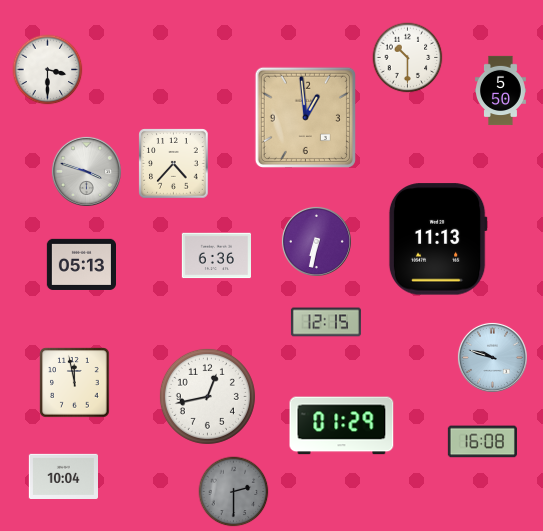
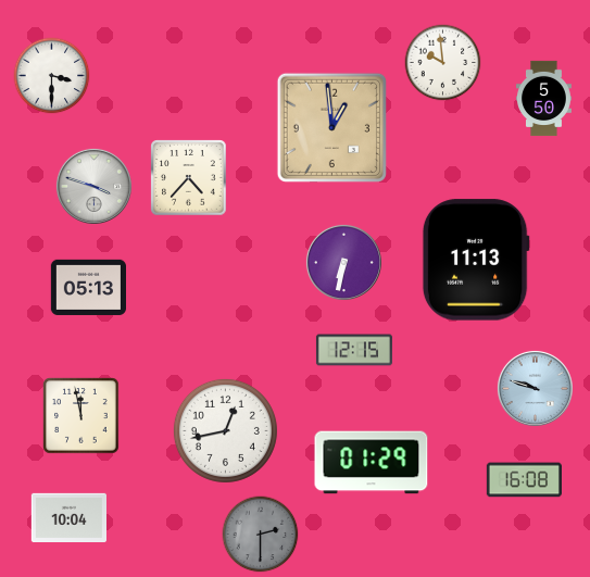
clock at (408, 58): 10:30 -> 9:59
clock at (216, 256): 6:36 -> none
clock at (234, 492) position: (234, 492) -> (261, 535)
